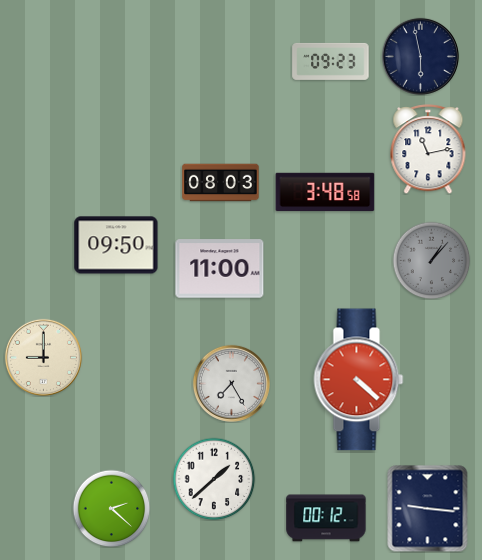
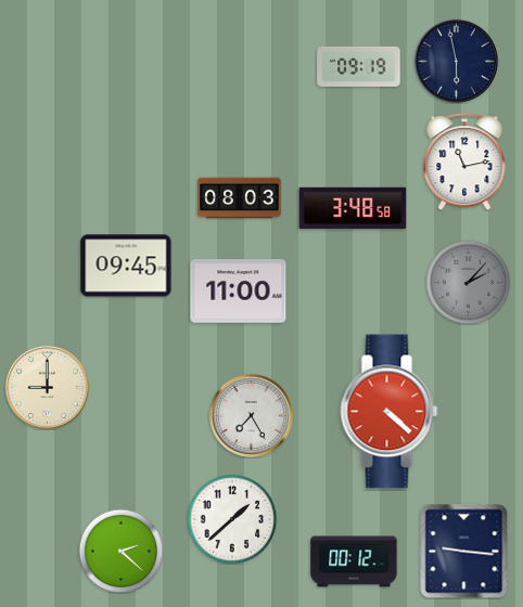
clock at (331, 61): 09:23 -> 09:19
clock at (116, 245): 09:50 -> 09:45
clock at (431, 260): 1:07 -> 2:07
